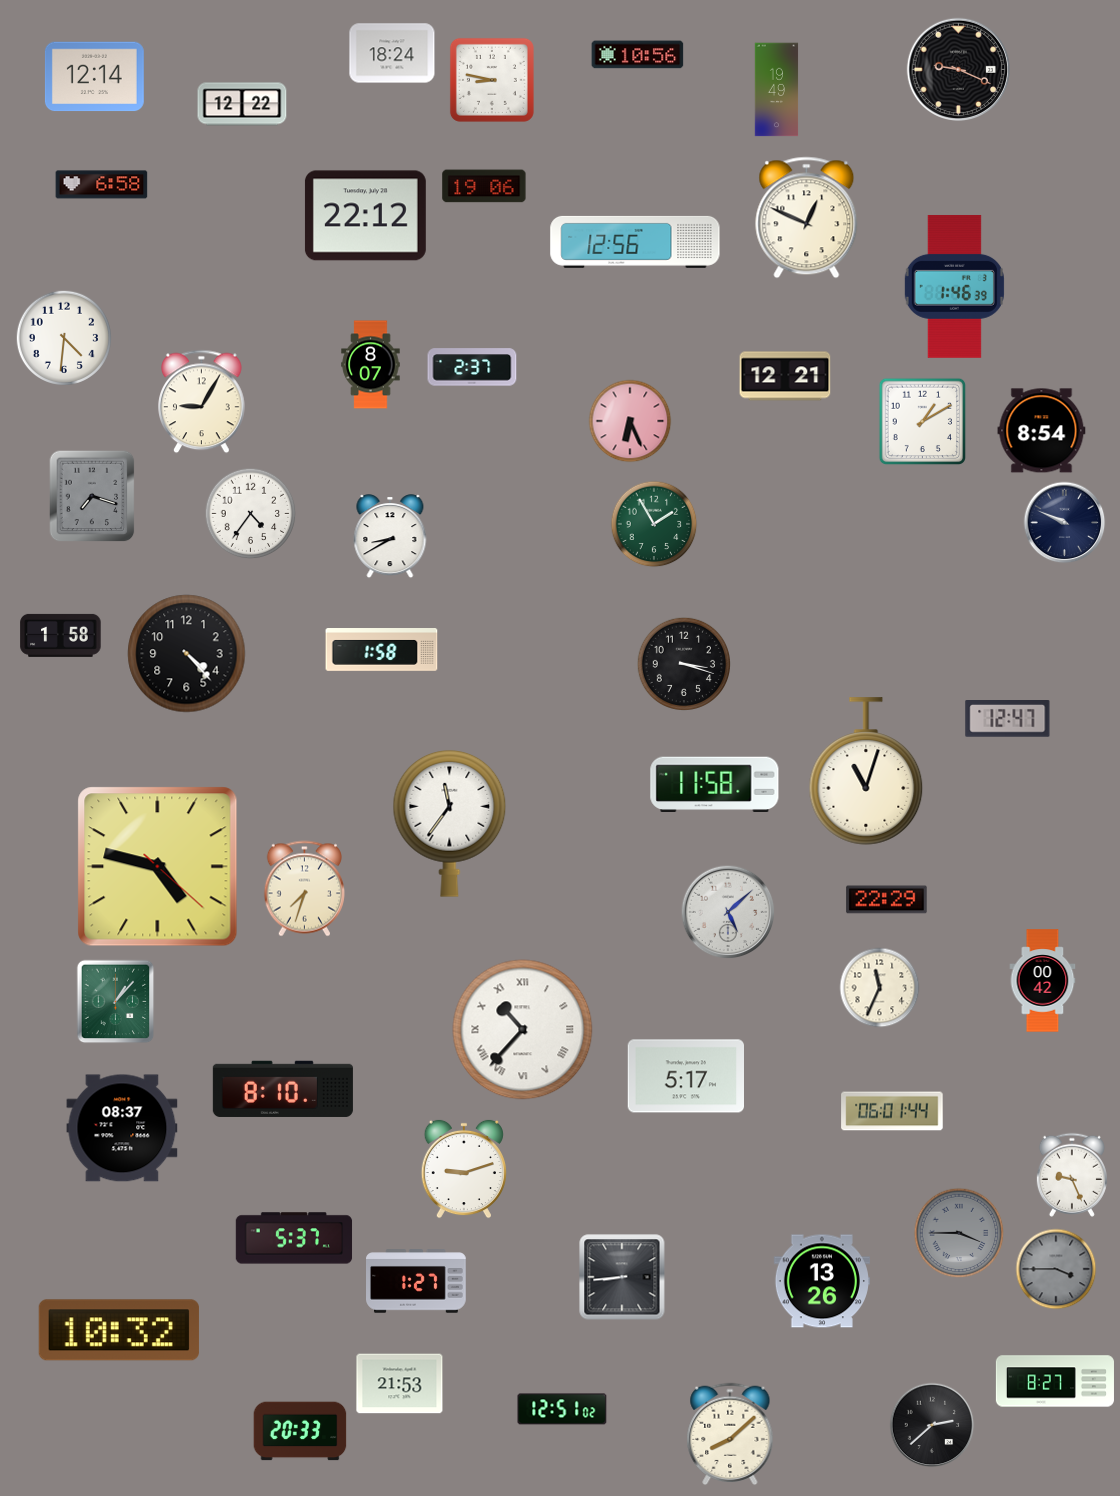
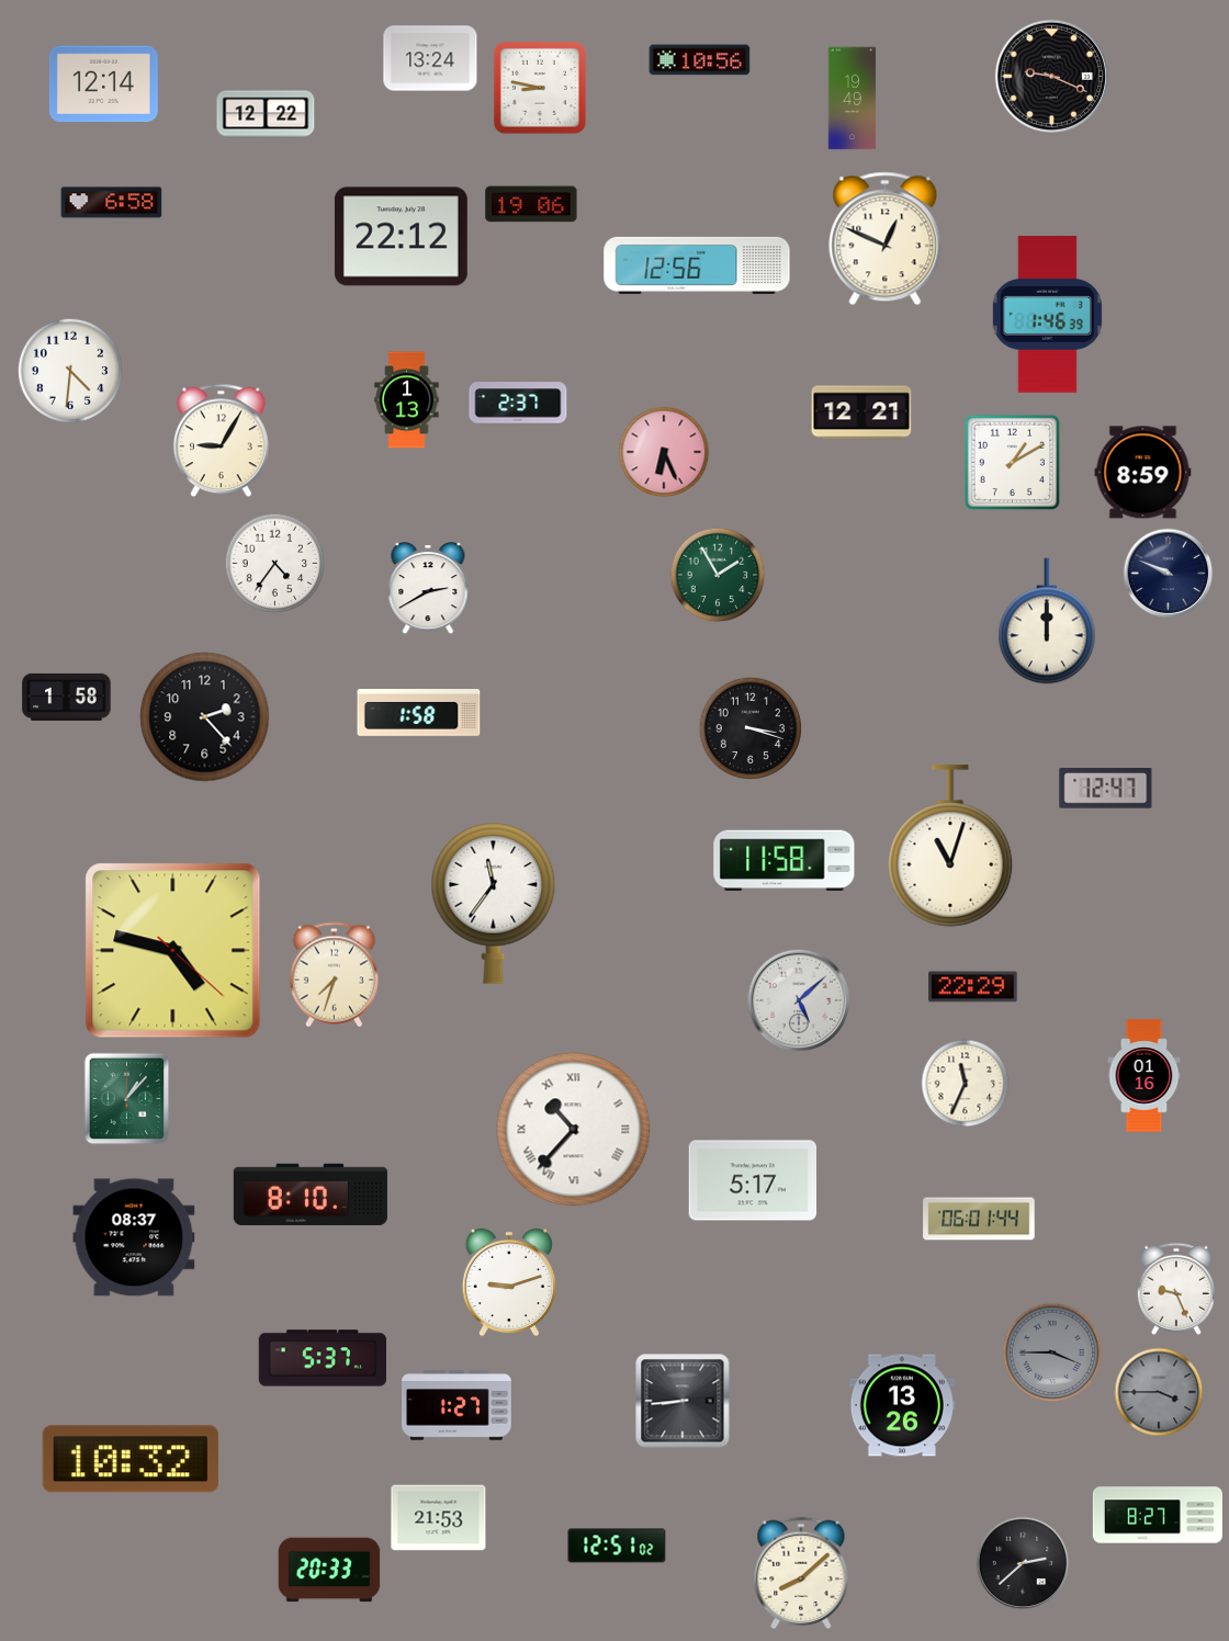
clock at (392, 53): 18:24 -> 13:24
clock at (371, 365): 8:07 -> 1:13
clock at (630, 421) position: (630, 421) -> (664, 452)
clock at (1042, 431): 8:54 -> 8:59
clock at (92, 496): 7:18 -> none
clock at (390, 537): 8:40 -> 2:40
clock at (1047, 621): none -> 12:00
clock at (187, 654): 4:23 -> 2:23
clock at (1043, 981): 00:42 -> 01:16
